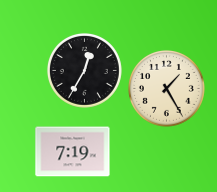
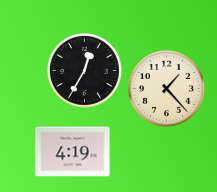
clock at (166, 88): 1:25 -> 1:23
clock at (73, 152): 7:19 -> 4:19
